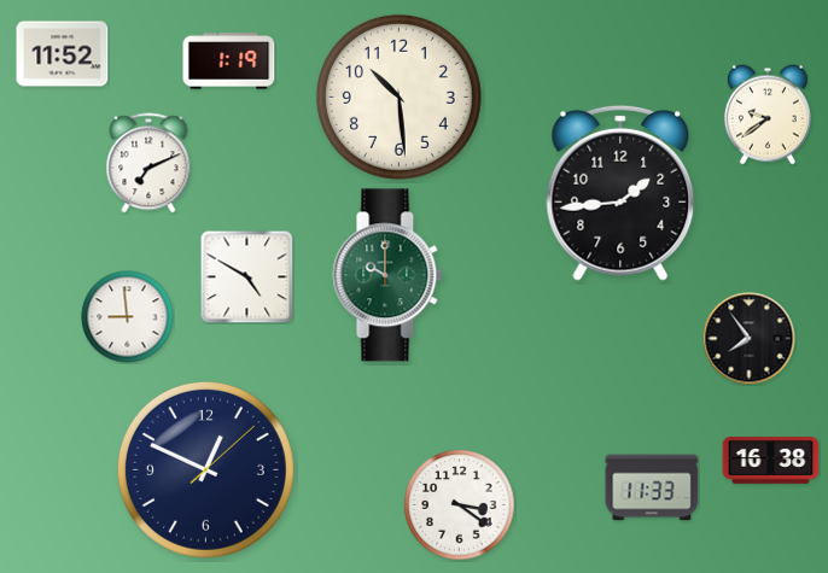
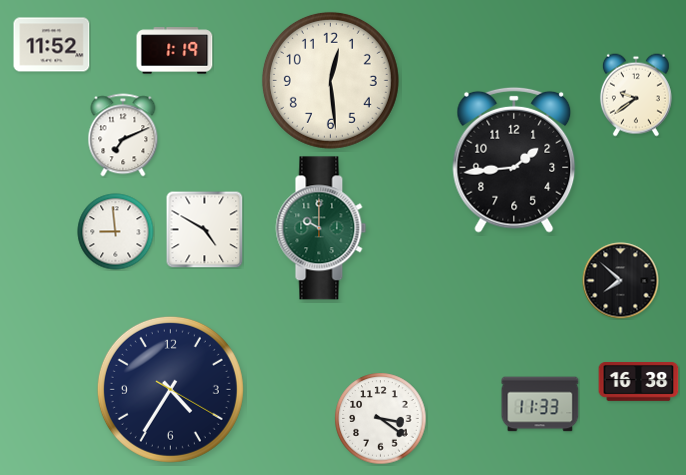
clock at (229, 62) position: (229, 62) -> (175, 51)
clock at (398, 97): 10:29 -> 12:29
clock at (128, 317) position: (128, 317) -> (116, 232)
clock at (750, 339): 7:54 -> 7:52
clock at (205, 469): 12:49 -> 4:35
